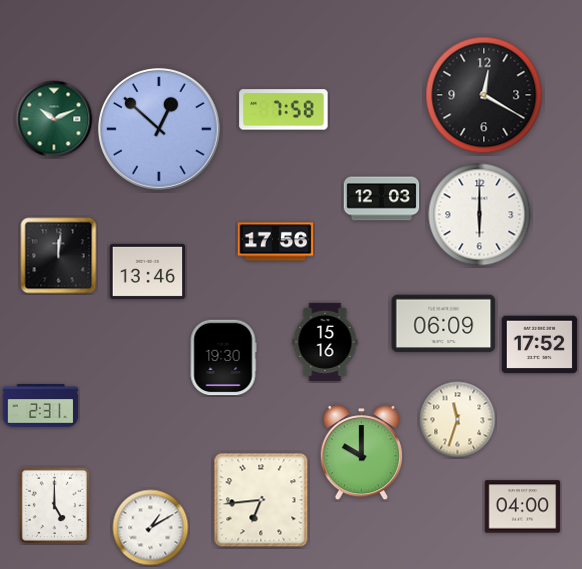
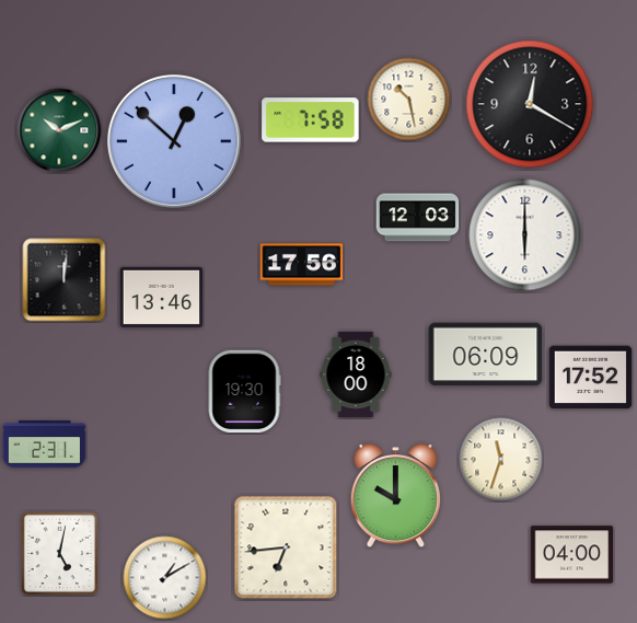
clock at (409, 100): none -> 10:28
clock at (325, 341): 15:16 -> 18:00
clock at (54, 505): 5:00 -> 5:02
